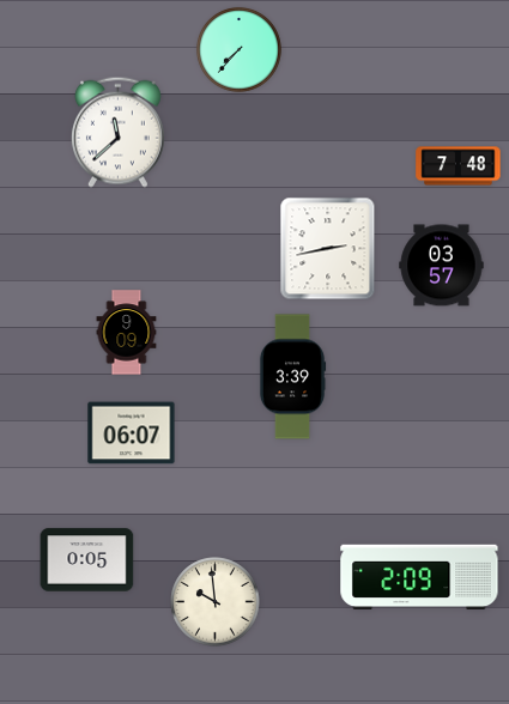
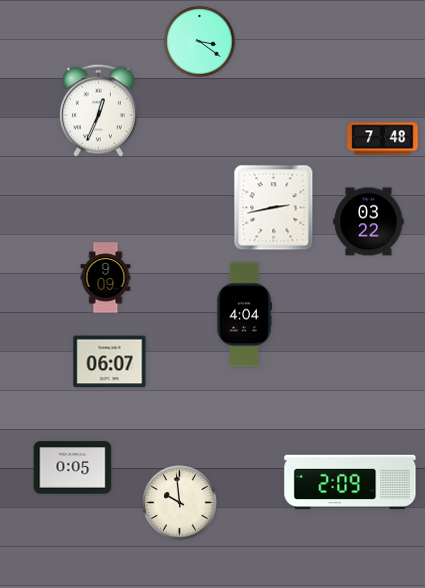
clock at (238, 49): 7:37 -> 3:21
clock at (117, 132): 11:38 -> 12:34
clock at (442, 266): 03:57 -> 03:22
clock at (292, 377): 3:39 -> 4:04
